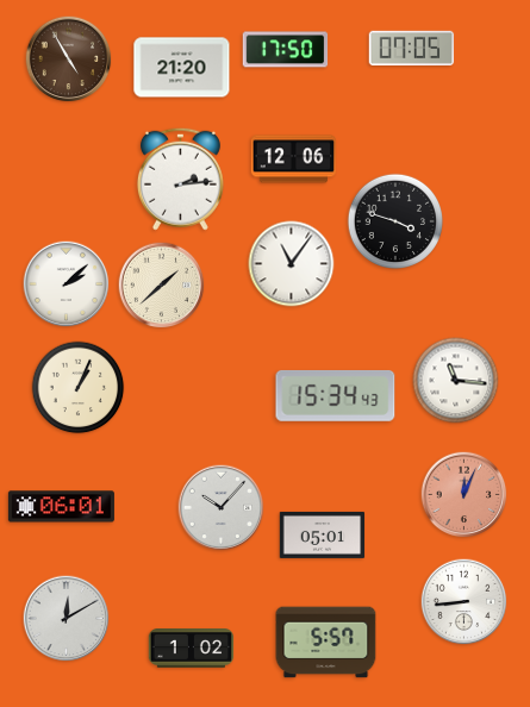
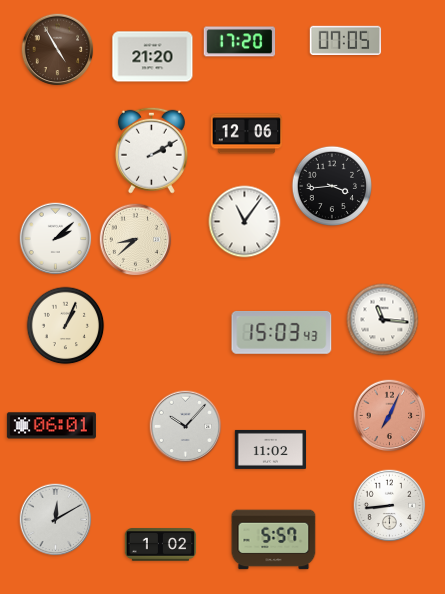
clock at (286, 50): 17:50 -> 17:20
clock at (180, 179): 2:14 -> 2:10
clock at (394, 220): 3:48 -> 3:44
clock at (162, 286): 1:38 -> 8:38
clock at (336, 395): 15:34 -> 15:03
clock at (464, 495): 12:04 -> 7:04
clock at (323, 534): 05:01 -> 11:02
